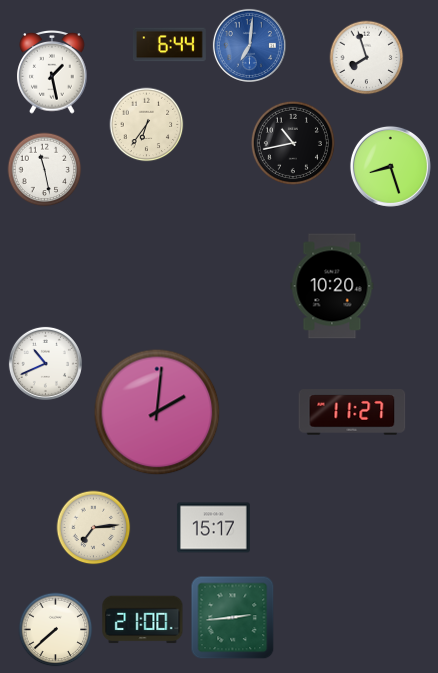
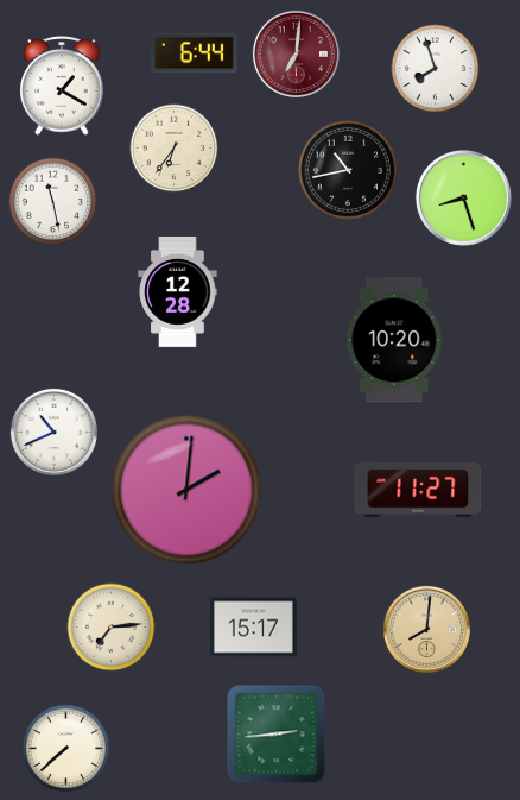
clock at (169, 45) position: (169, 45) -> (194, 53)
clock at (249, 45) dial: blue -> burgundy
clock at (52, 73): 1:28 -> 1:20
clock at (178, 291): none -> 12:28
clock at (426, 629): none -> 8:01
clock at (143, 620): 21:00 -> none
